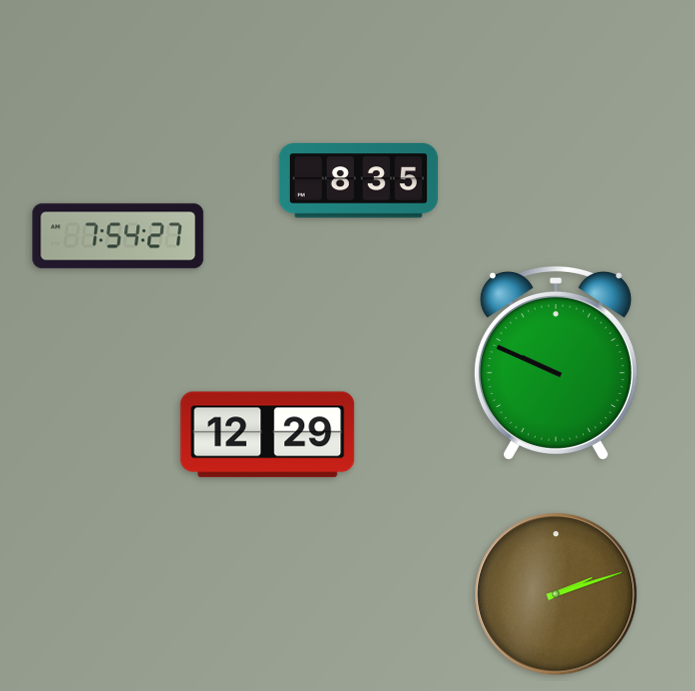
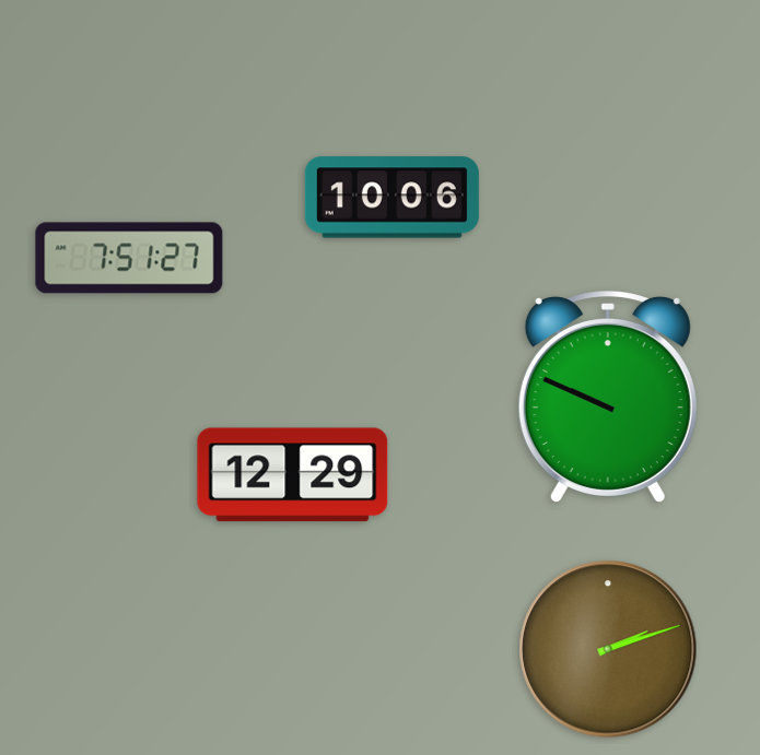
clock at (358, 181): 8:35 -> 10:06
clock at (118, 236): 7:54 -> 7:51
